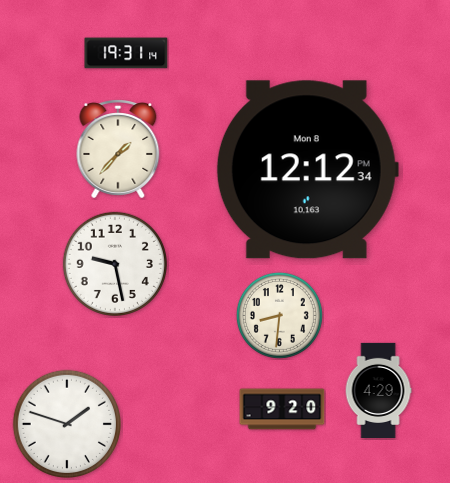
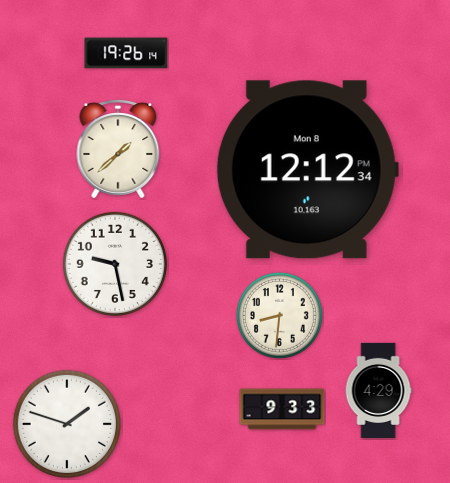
clock at (126, 53): 19:31 -> 19:26
clock at (118, 149): 1:37 -> 1:38
clock at (282, 409): 9:20 -> 9:33
